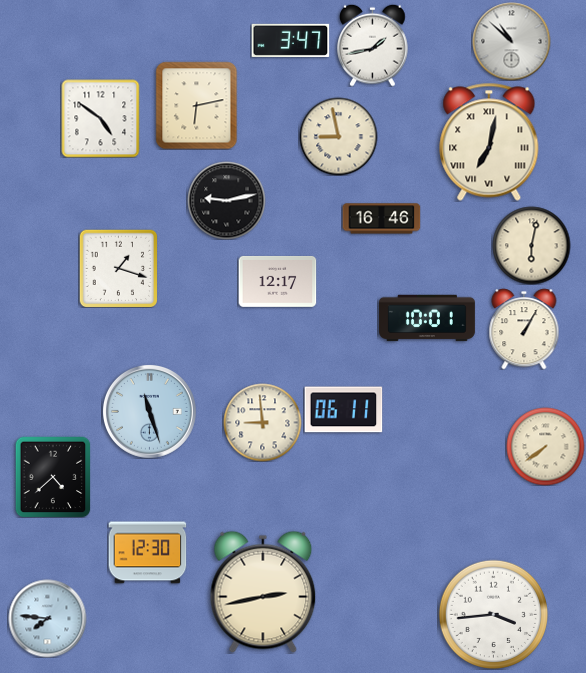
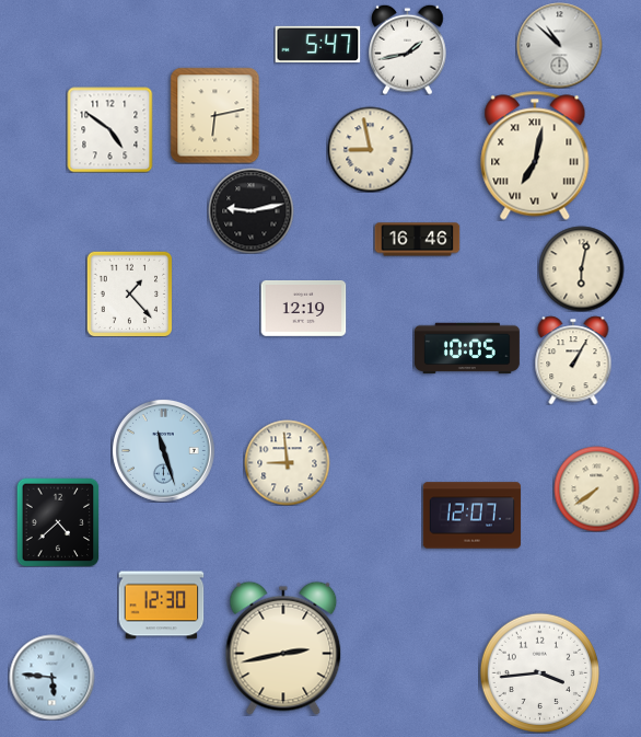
clock at (290, 40): 3:47 -> 5:47
clock at (226, 200) position: (226, 200) -> (250, 210)
clock at (118, 268): 1:18 -> 1:23
clock at (277, 281): 12:17 -> 12:19
clock at (427, 318): 10:01 -> 10:05
clock at (343, 410): 06:11 -> none
clock at (471, 516): none -> 12:07
clock at (263, 592) position: (263, 592) -> (283, 648)
clock at (47, 618): 7:46 -> 5:46
